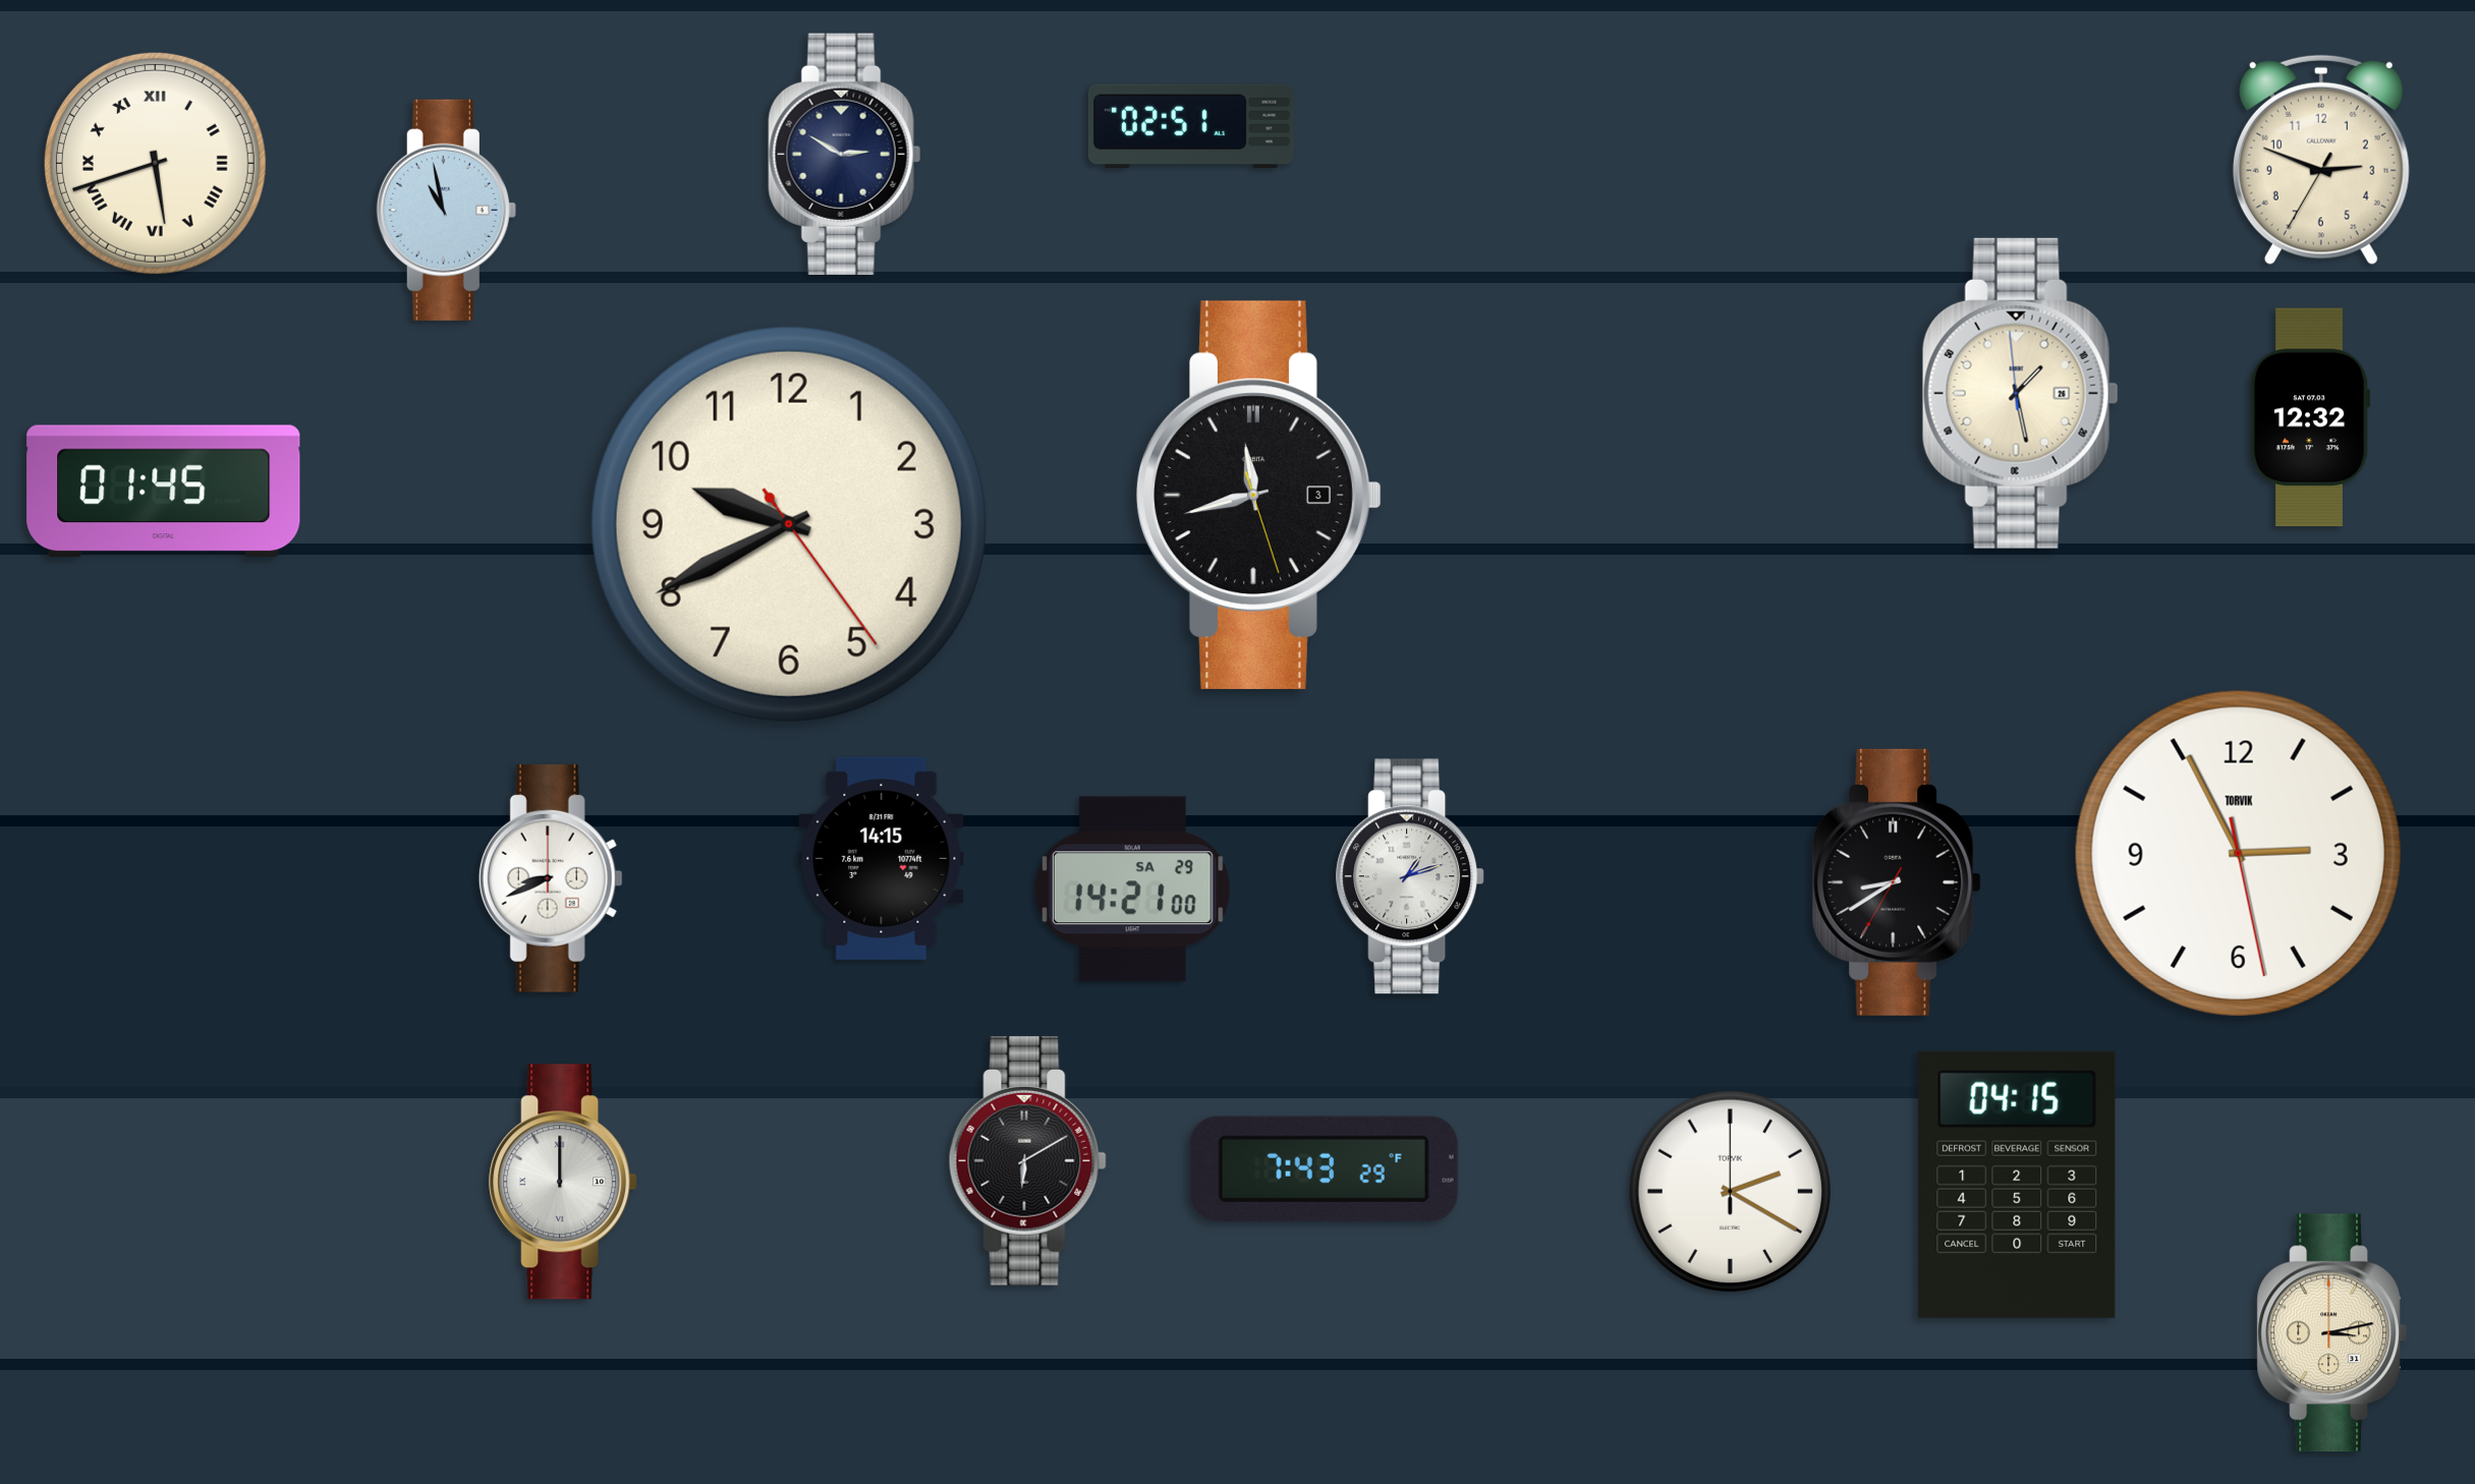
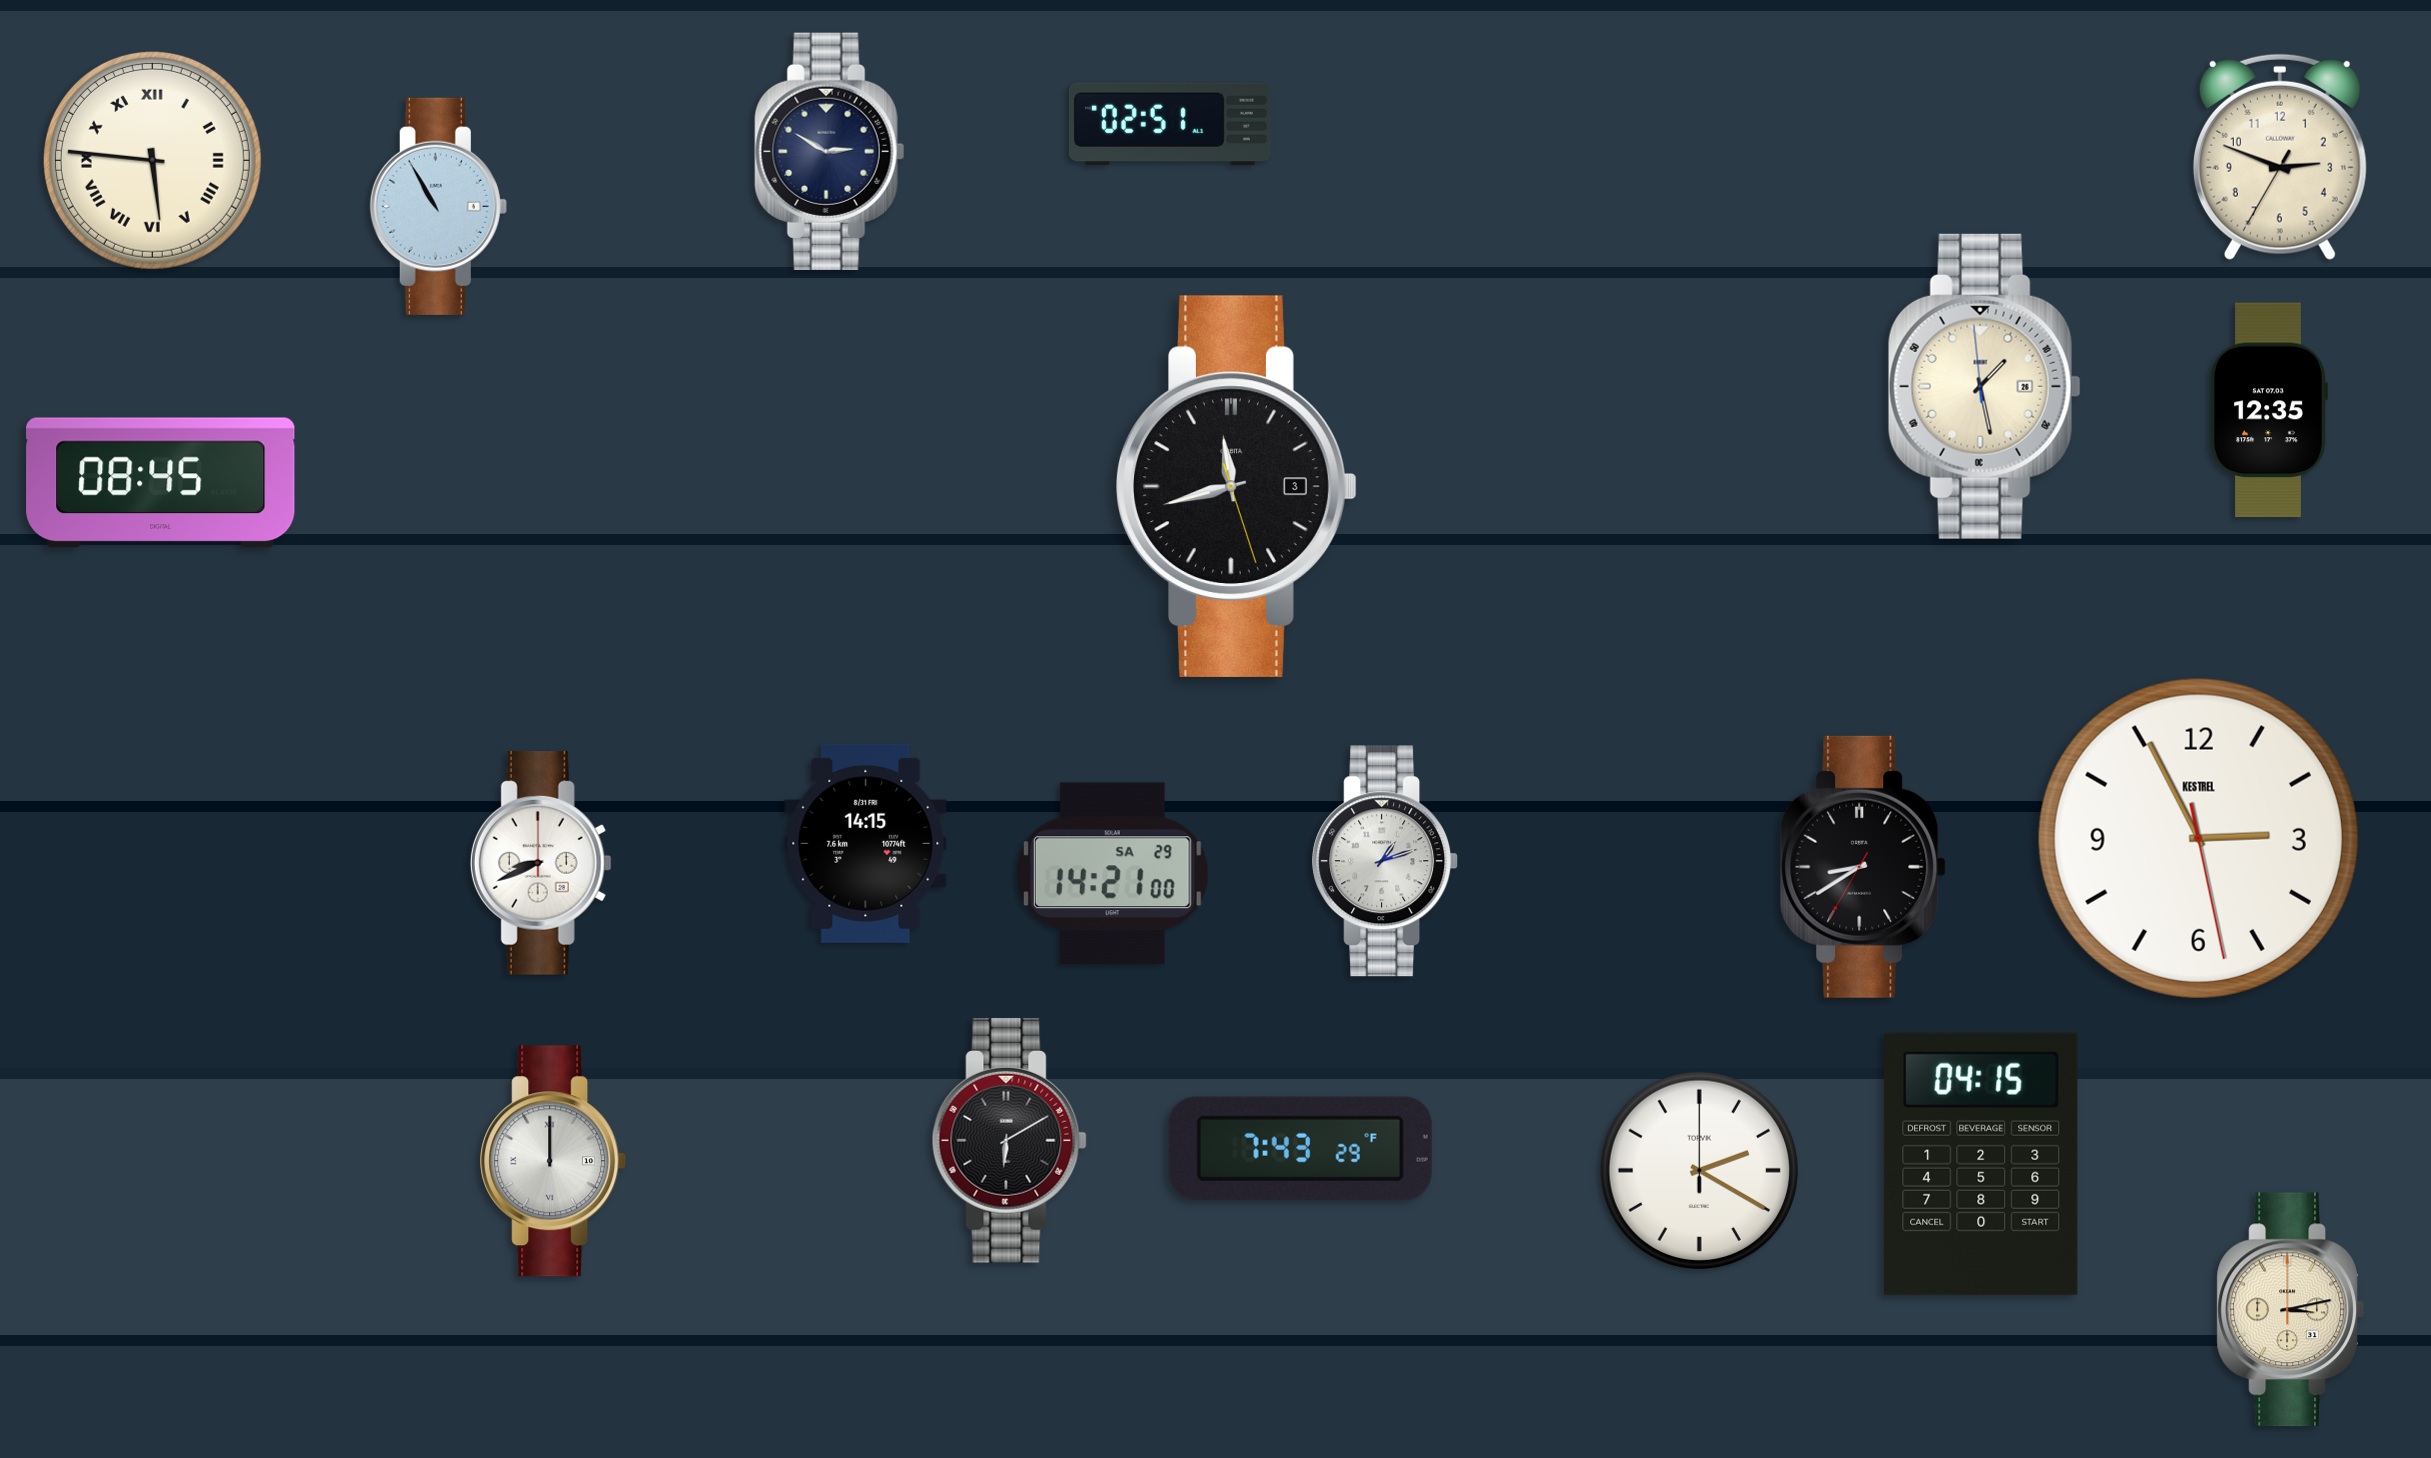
clock at (155, 163): 5:42 -> 5:46
clock at (446, 210): 10:58 -> 10:55
clock at (2310, 417): 12:32 -> 12:35
clock at (164, 492): 01:45 -> 08:45
clock at (789, 524): 9:40 -> none
clock at (2238, 853) brand: TORVIK -> KESTREL
